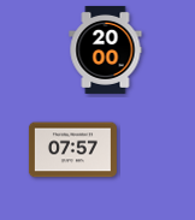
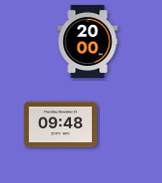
clock at (72, 150): 07:57 -> 09:48
